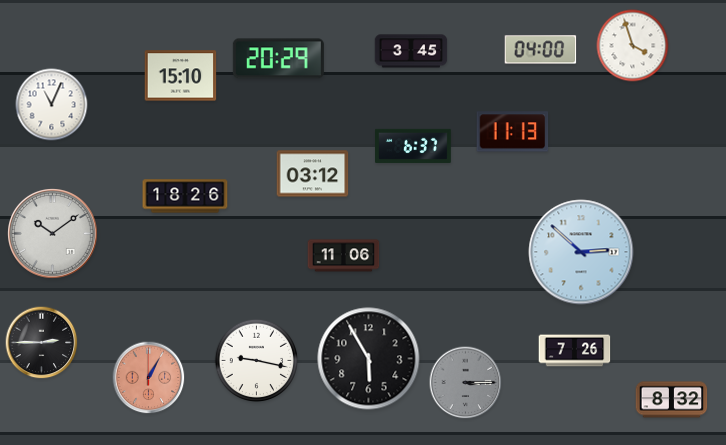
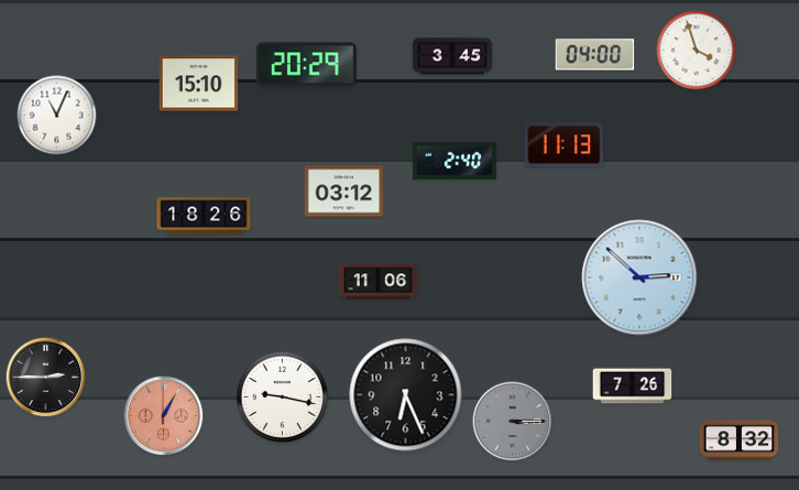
clock at (414, 146): 6:37 -> 2:40
clock at (53, 234): 10:09 -> none
clock at (369, 359): 5:55 -> 6:26
